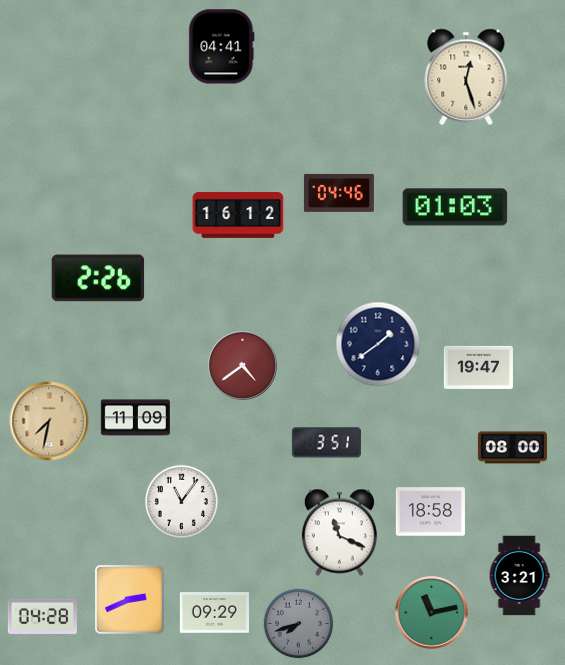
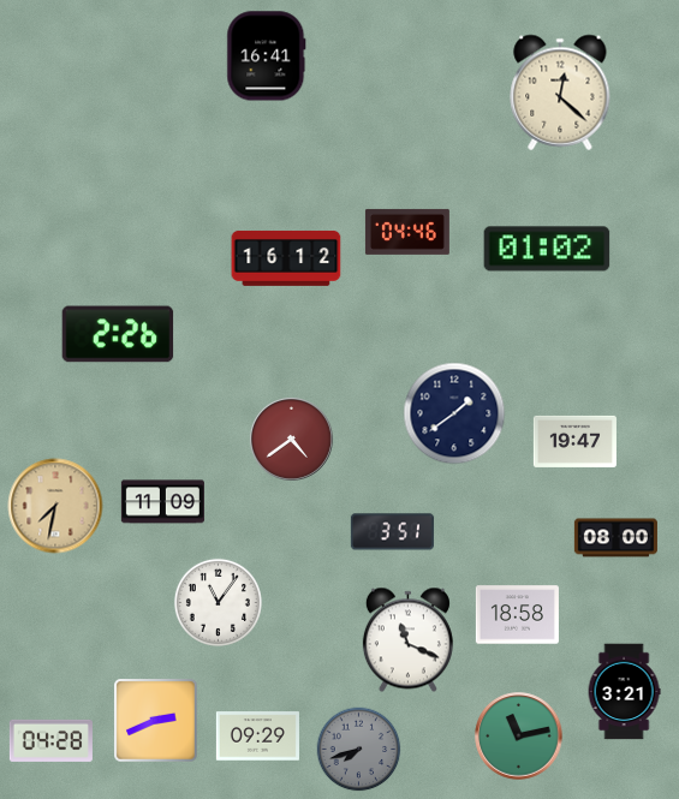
clock at (222, 47): 04:41 -> 16:41
clock at (466, 77): 12:27 -> 12:22
clock at (455, 207): 01:03 -> 01:02
clock at (49, 421) position: (49, 421) -> (55, 506)
